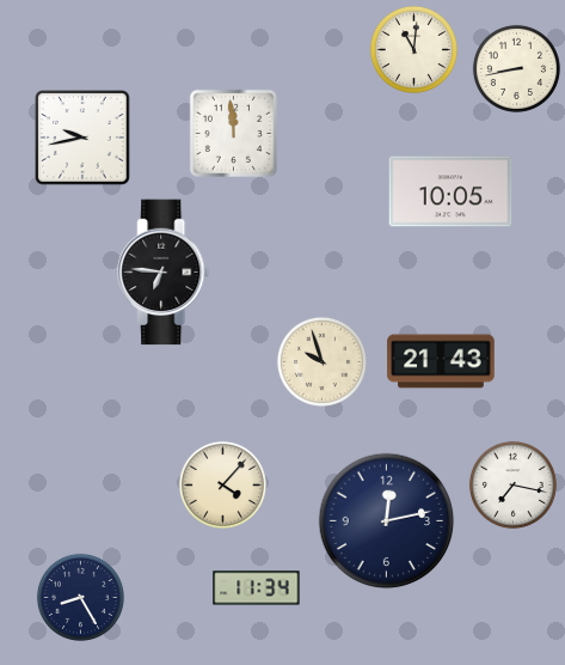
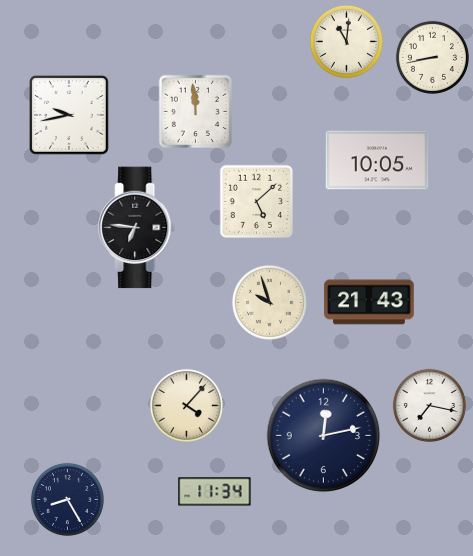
clock at (256, 201): none -> 5:08
